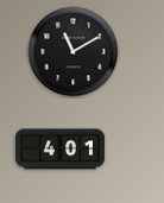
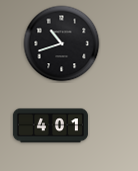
clock at (74, 52): 11:10 -> 10:42
